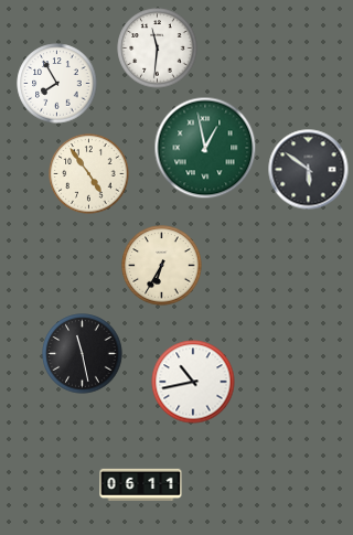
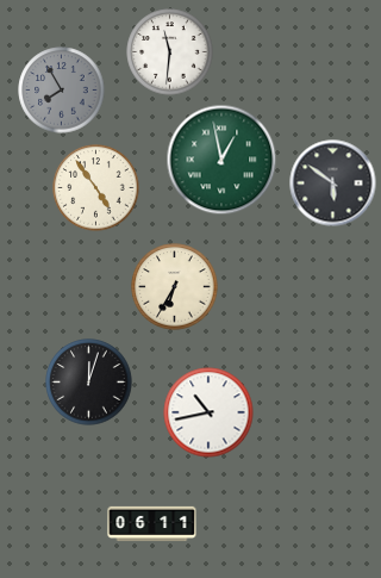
clock at (57, 84) dial: white -> grey
clock at (83, 354): 11:28 -> 12:03
